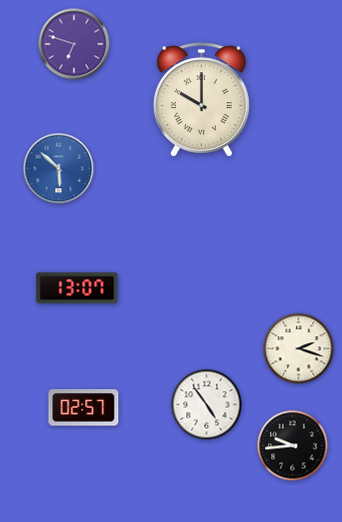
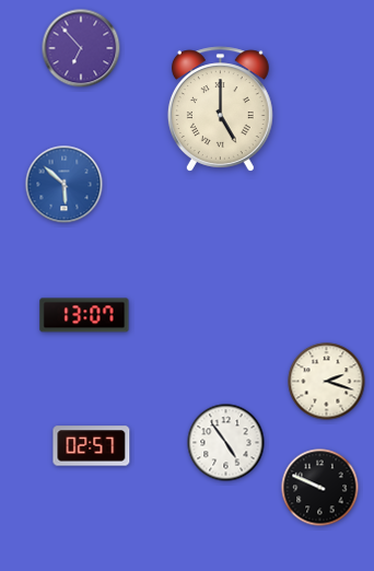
clock at (74, 44): 6:48 -> 6:53
clock at (201, 100): 10:00 -> 5:00
clock at (293, 446): 9:44 -> 9:49
